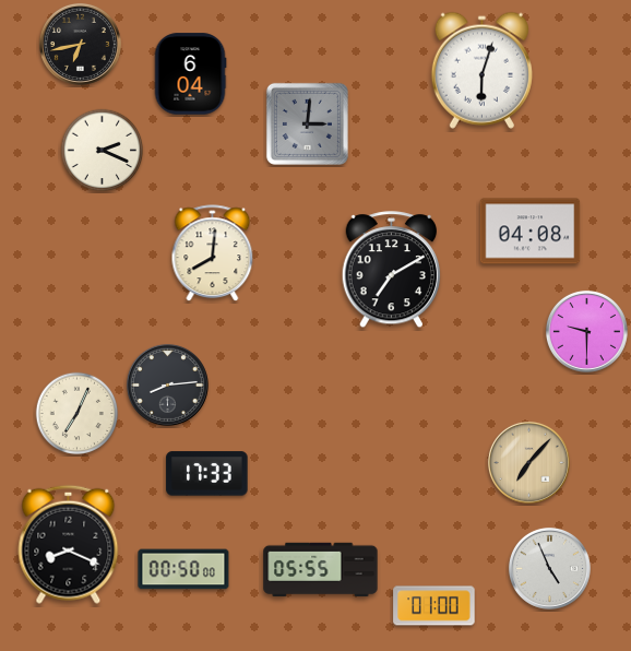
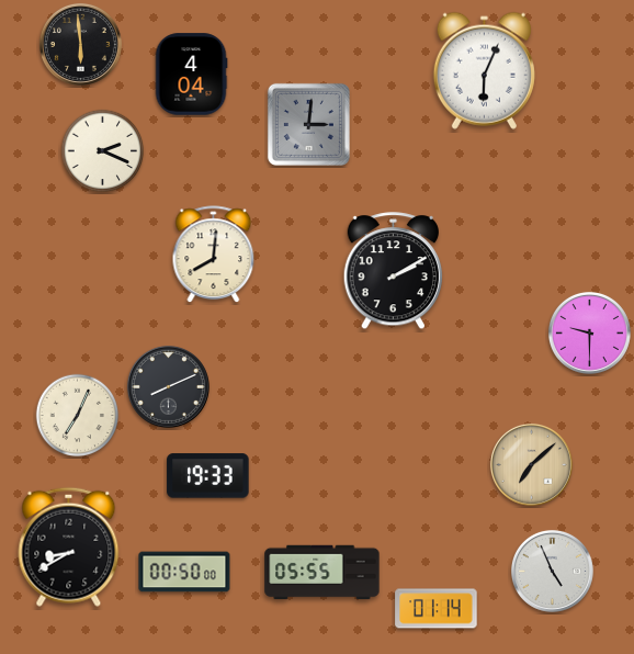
clock at (80, 44): 6:43 -> 5:59
clock at (481, 70): 6:03 -> 6:04
clock at (190, 74): 6:04 -> 4:04
clock at (531, 232): 04:08 -> none
clock at (391, 270): 7:10 -> 2:10
clock at (167, 384): 8:14 -> 8:11
clock at (528, 462): 7:07 -> 7:08
clock at (207, 474): 17:33 -> 19:33
clock at (69, 544): 8:19 -> 8:40
clock at (434, 606): 01:00 -> 01:14
